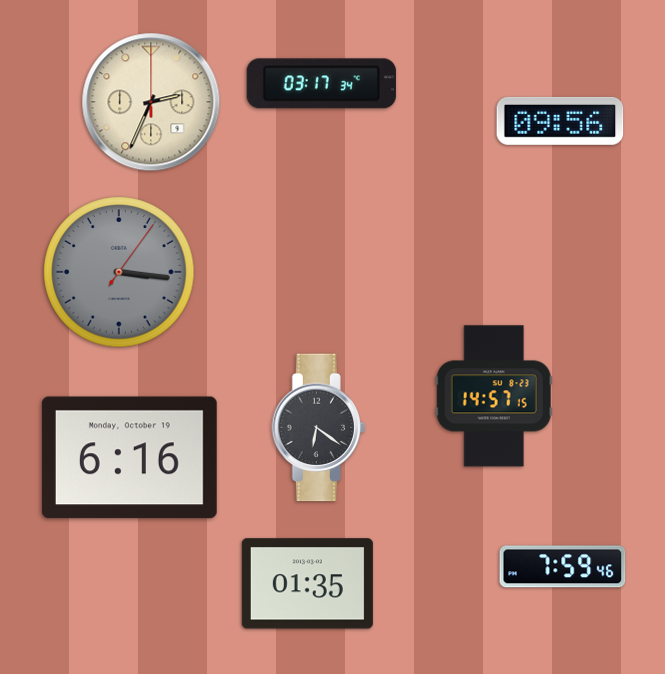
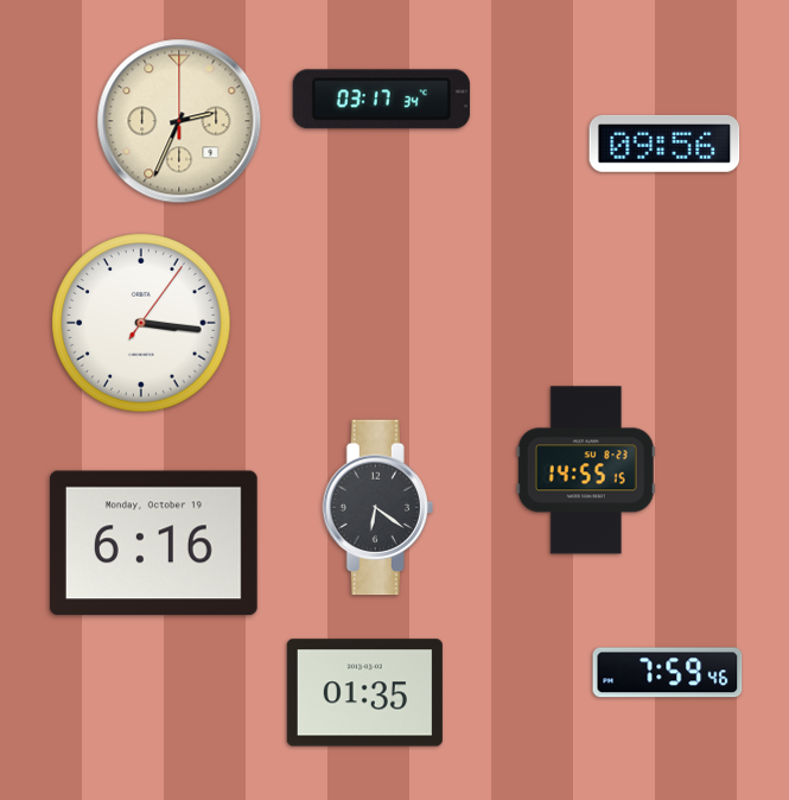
clock at (119, 272) dial: grey -> white
clock at (494, 396): 14:57 -> 14:55
